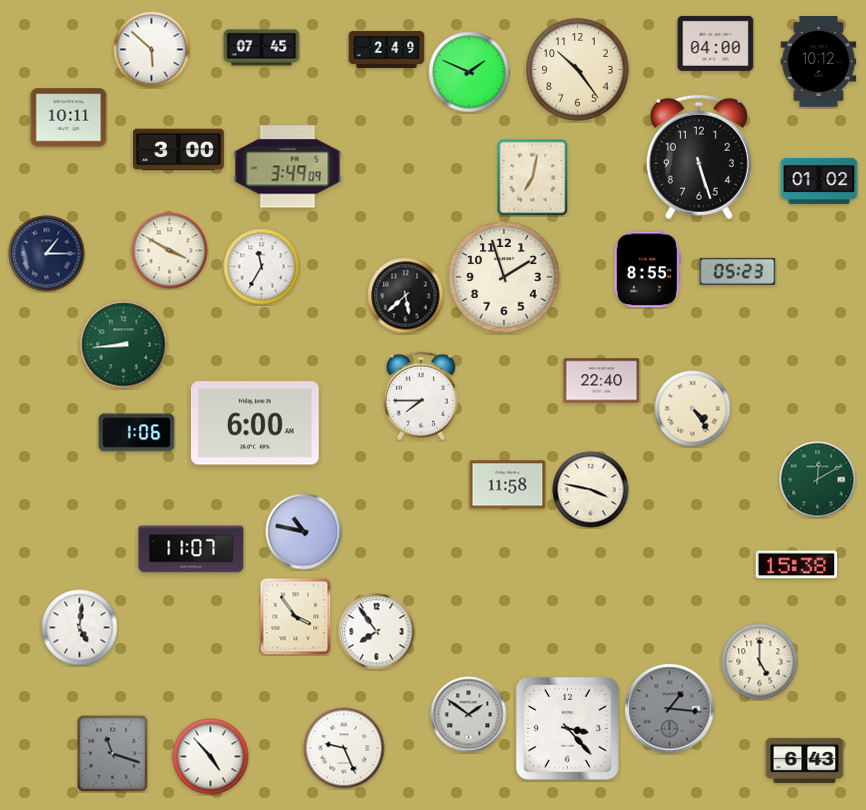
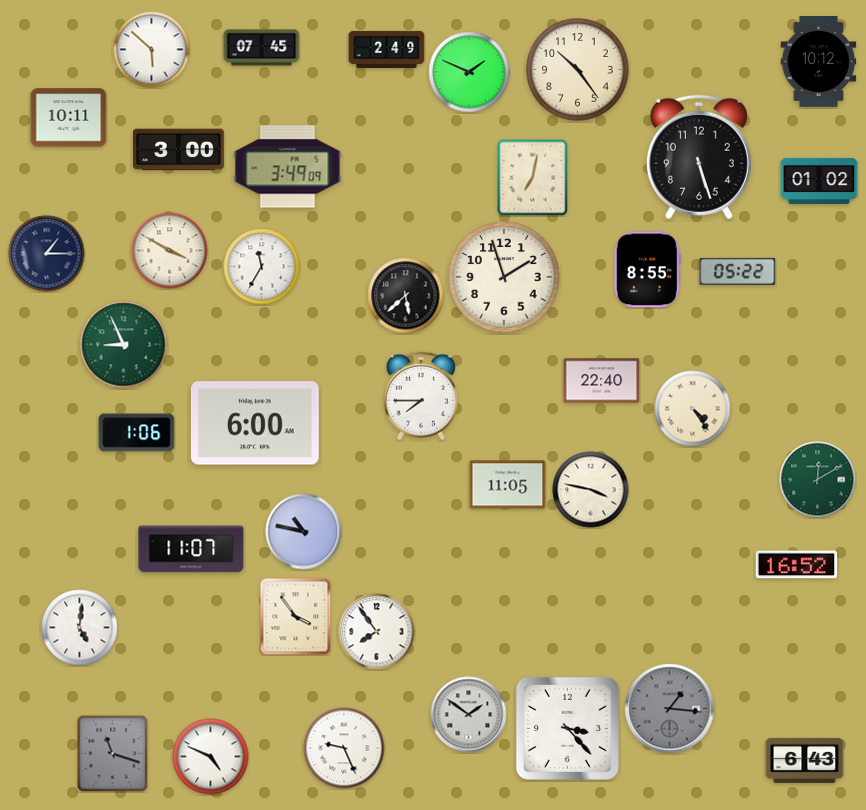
clock at (716, 43): 04:00 -> none
clock at (738, 271): 05:23 -> 05:22
clock at (124, 345): 8:44 -> 8:56
clock at (508, 485): 11:58 -> 11:05
clock at (797, 565): 15:38 -> 16:52
clock at (760, 662): 5:00 -> none
clock at (211, 757): 4:53 -> 4:49
